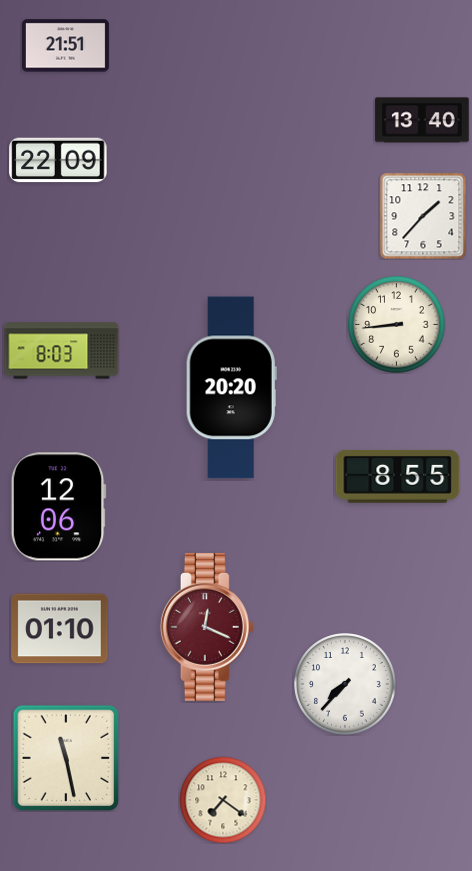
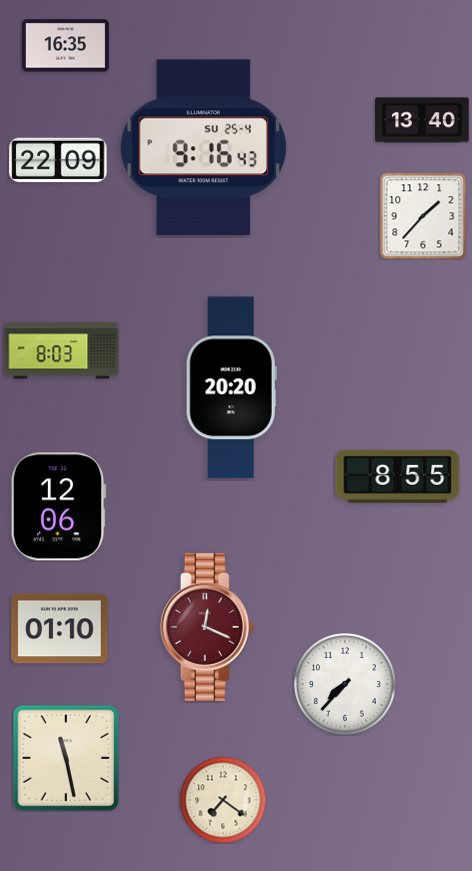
clock at (65, 46): 21:51 -> 16:35
clock at (204, 148): none -> 9:16
clock at (397, 325): 8:44 -> none
